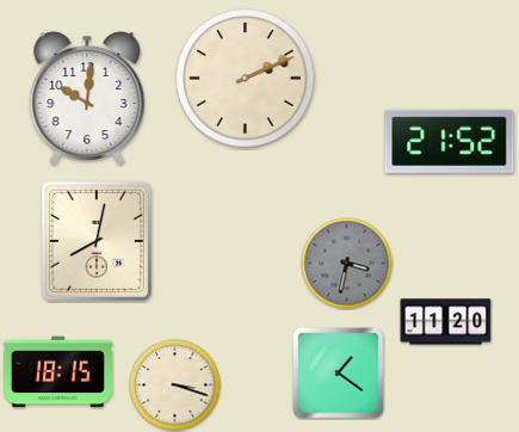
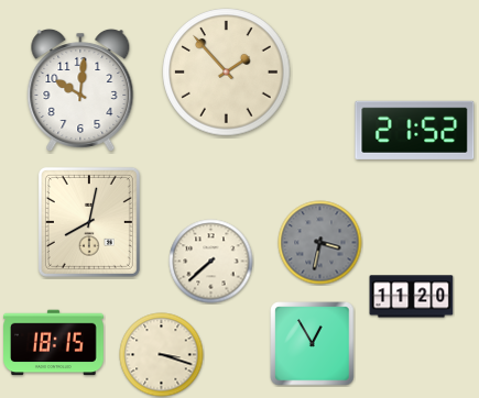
clock at (246, 79): 2:11 -> 1:53
clock at (211, 262): none -> 7:38
clock at (339, 374): 1:21 -> 12:55
